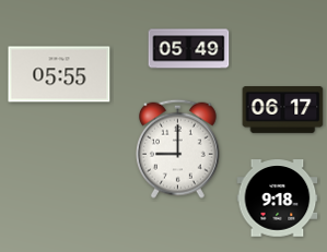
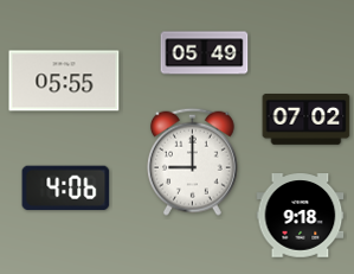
clock at (283, 110): 06:17 -> 07:02
clock at (66, 189): none -> 4:06
